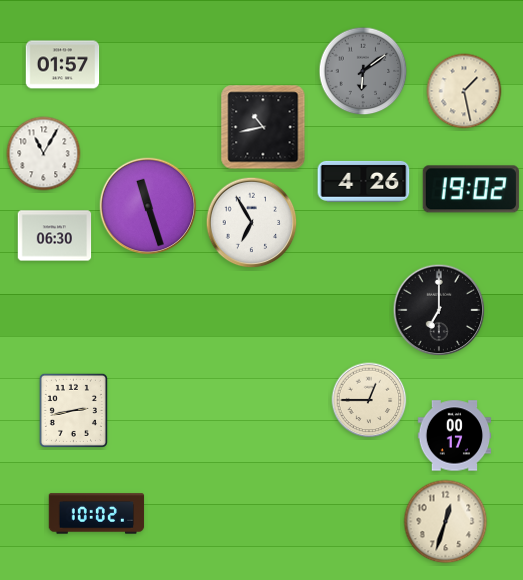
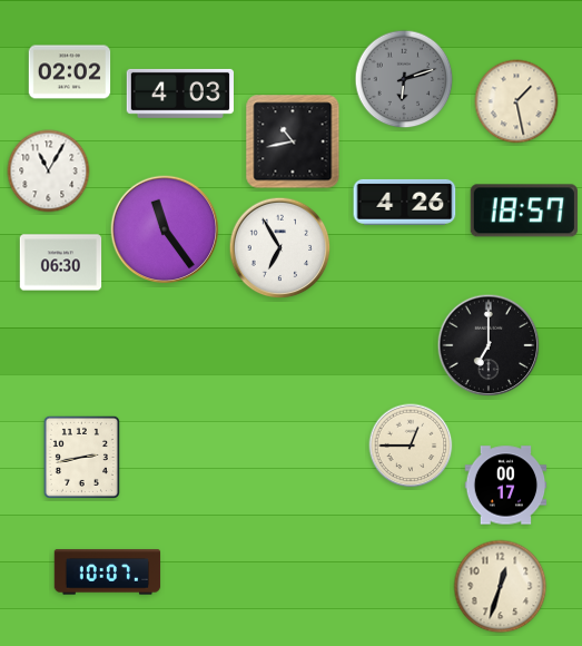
clock at (63, 65): 01:57 -> 02:02
clock at (363, 71): 6:09 -> 6:12
clock at (180, 94): none -> 4:03
clock at (471, 189): 19:02 -> 18:57
clock at (148, 206): 11:27 -> 11:24
clock at (97, 514): 10:02 -> 10:07
clock at (446, 522) position: (446, 522) -> (501, 587)
